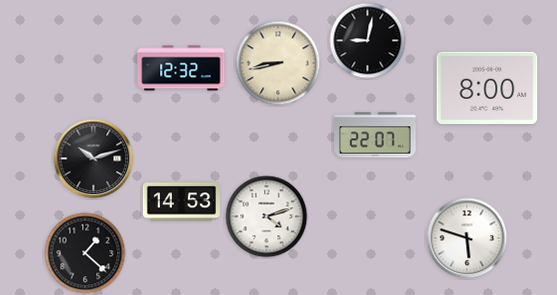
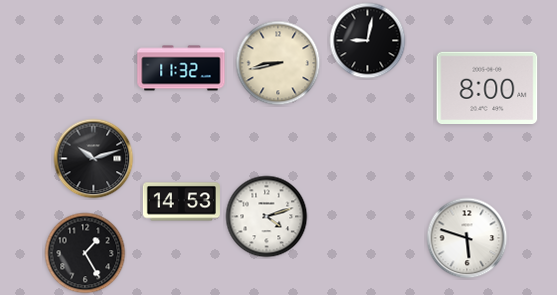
clock at (181, 68): 12:32 -> 11:32
clock at (375, 135): 22:07 -> none
clock at (85, 253): 1:22 -> 1:25
